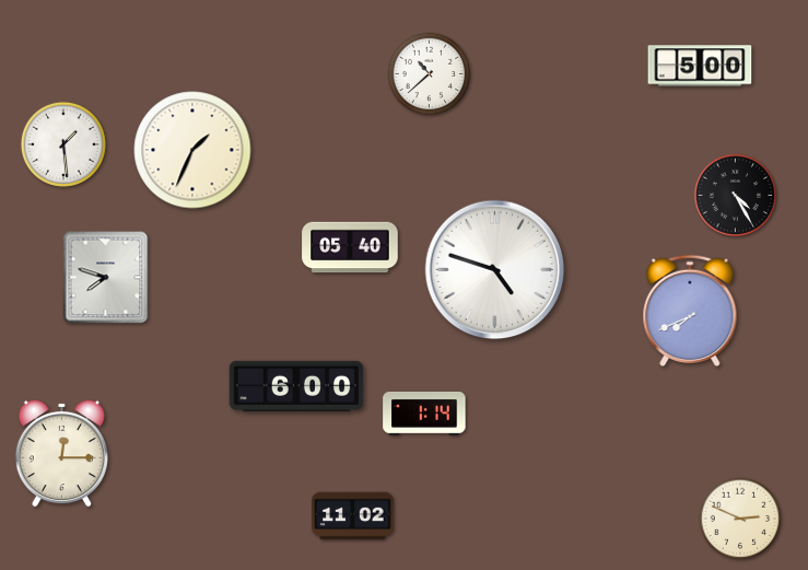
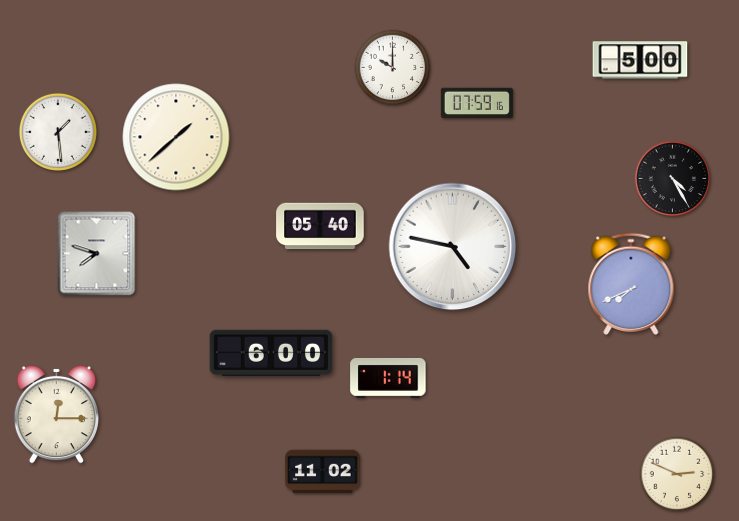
clock at (430, 74): 10:38 -> 10:00
clock at (477, 103): none -> 07:59
clock at (192, 150): 1:34 -> 1:38
clock at (495, 270): 4:48 -> 4:47
